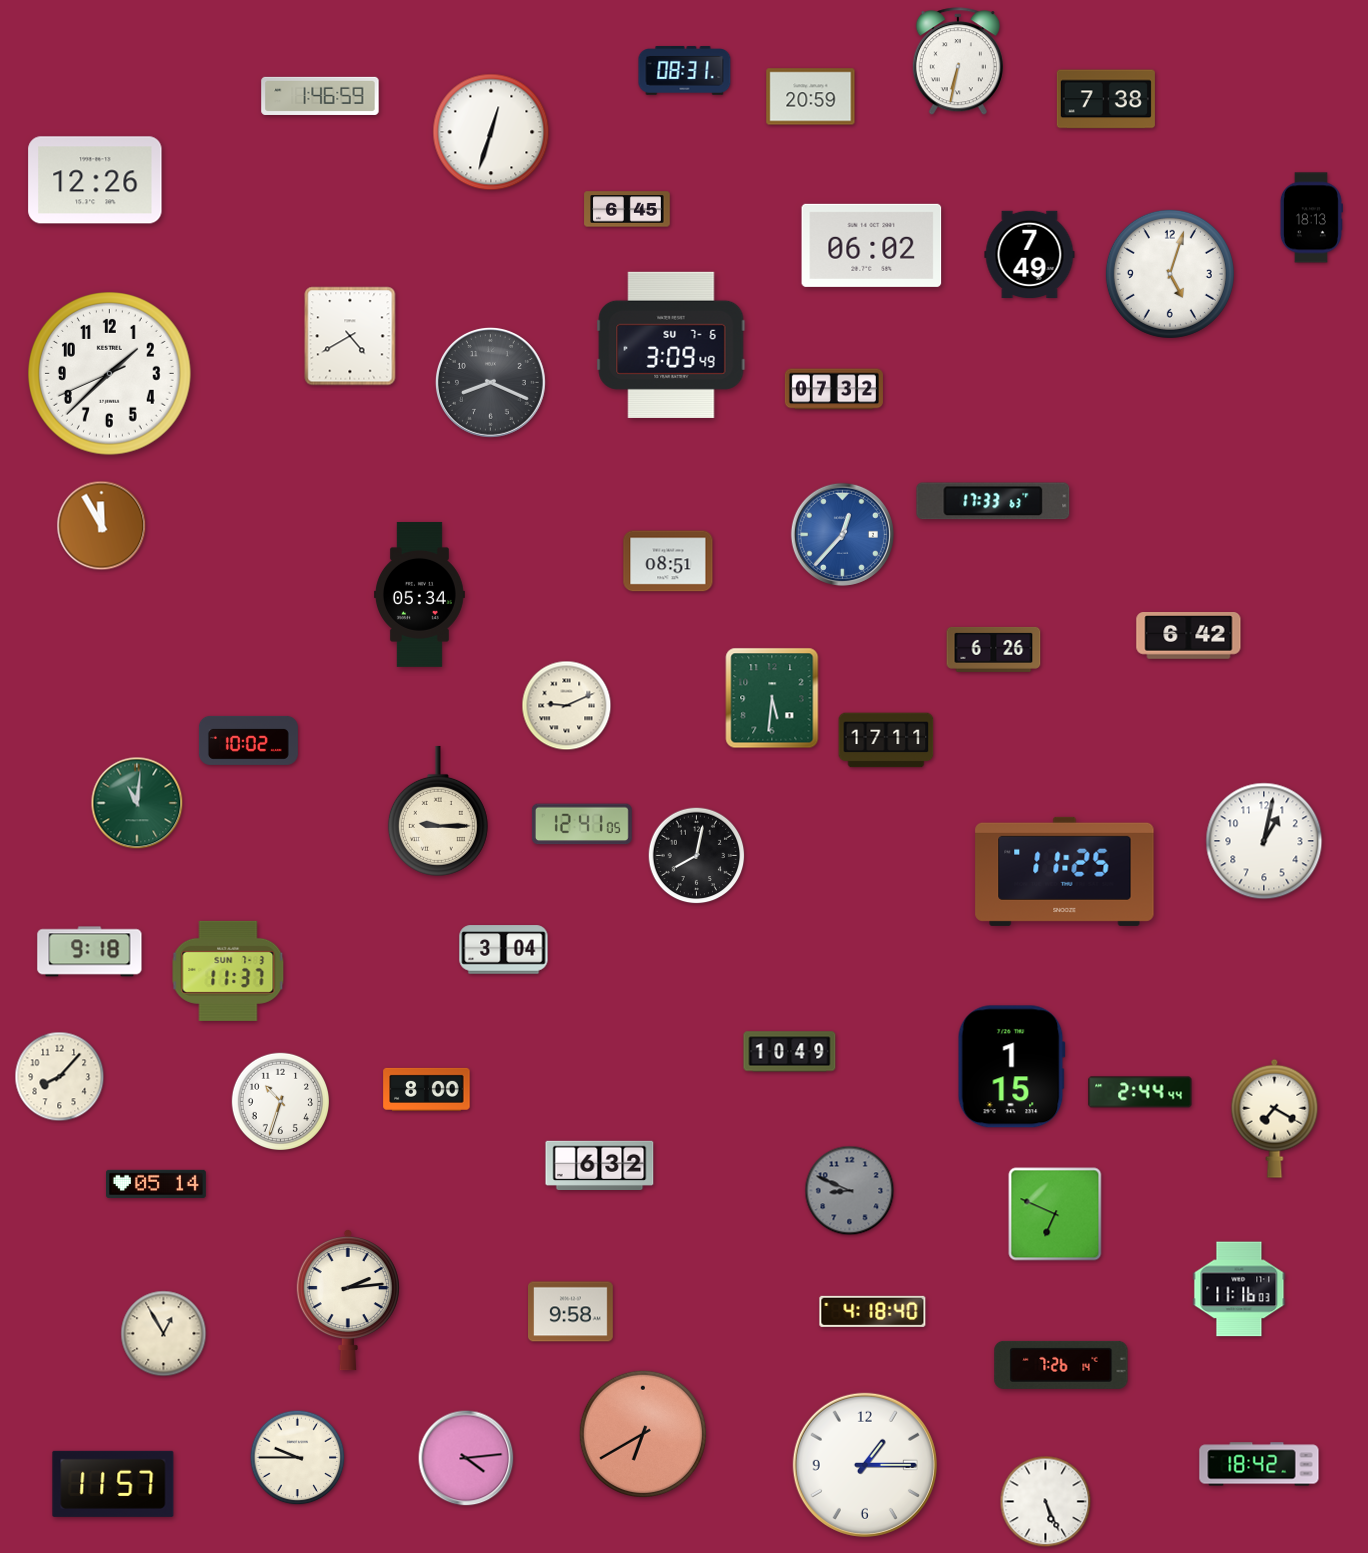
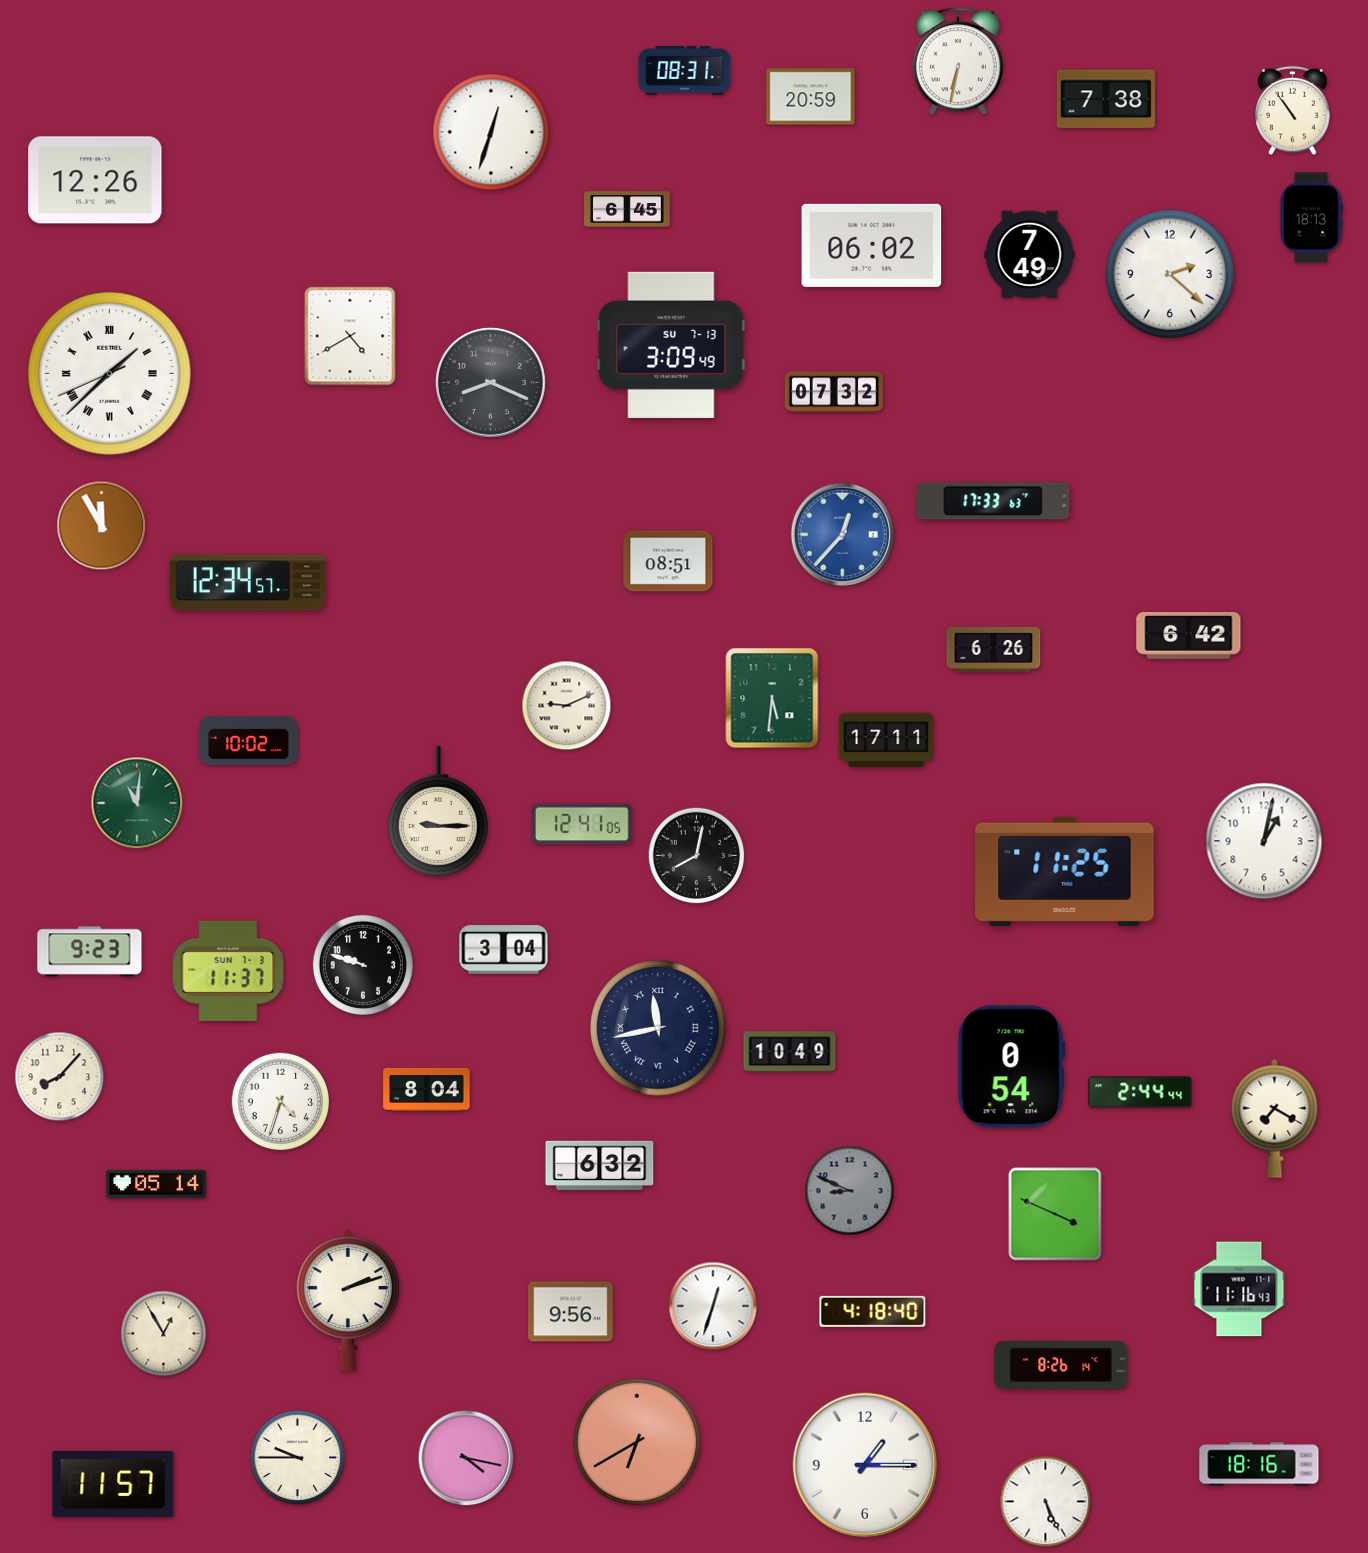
clock at (320, 96): 1:46 -> none
clock at (1293, 111): none -> 10:54
clock at (1170, 274): 5:03 -> 2:22
clock at (671, 345) date: SU 7-6 -> SU 7-13
clock at (110, 374) numerals: Arabic -> Roman
clock at (834, 389) position: (834, 389) -> (834, 392)
clock at (248, 583): none -> 12:34
clock at (419, 594): 05:34 -> none
clock at (90, 952): 9:18 -> 9:23
clock at (363, 965): none -> 9:48
clock at (658, 1028): none -> 11:43
clock at (1011, 1067): 1:15 -> 0:54
clock at (427, 1089): 8:00 -> 8:04
clock at (280, 1101): 10:33 -> 4:33
clock at (1055, 1214): 6:49 -> 3:49
clock at (1239, 1289): 11:16:03 -> 11:16:43
clock at (348, 1300): 2:14 -> 2:12
clock at (713, 1306): none -> 12:33
clock at (571, 1312): 9:58 -> 9:56
clock at (1061, 1365): 7:26 -> 8:26
clock at (643, 1434) position: (643, 1434) -> (637, 1442)
clock at (466, 1458): 4:14 -> 4:17
clock at (1259, 1464): 18:42 -> 18:16
